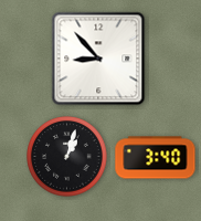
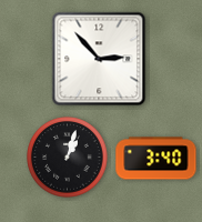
clock at (98, 59): 8:53 -> 2:53
